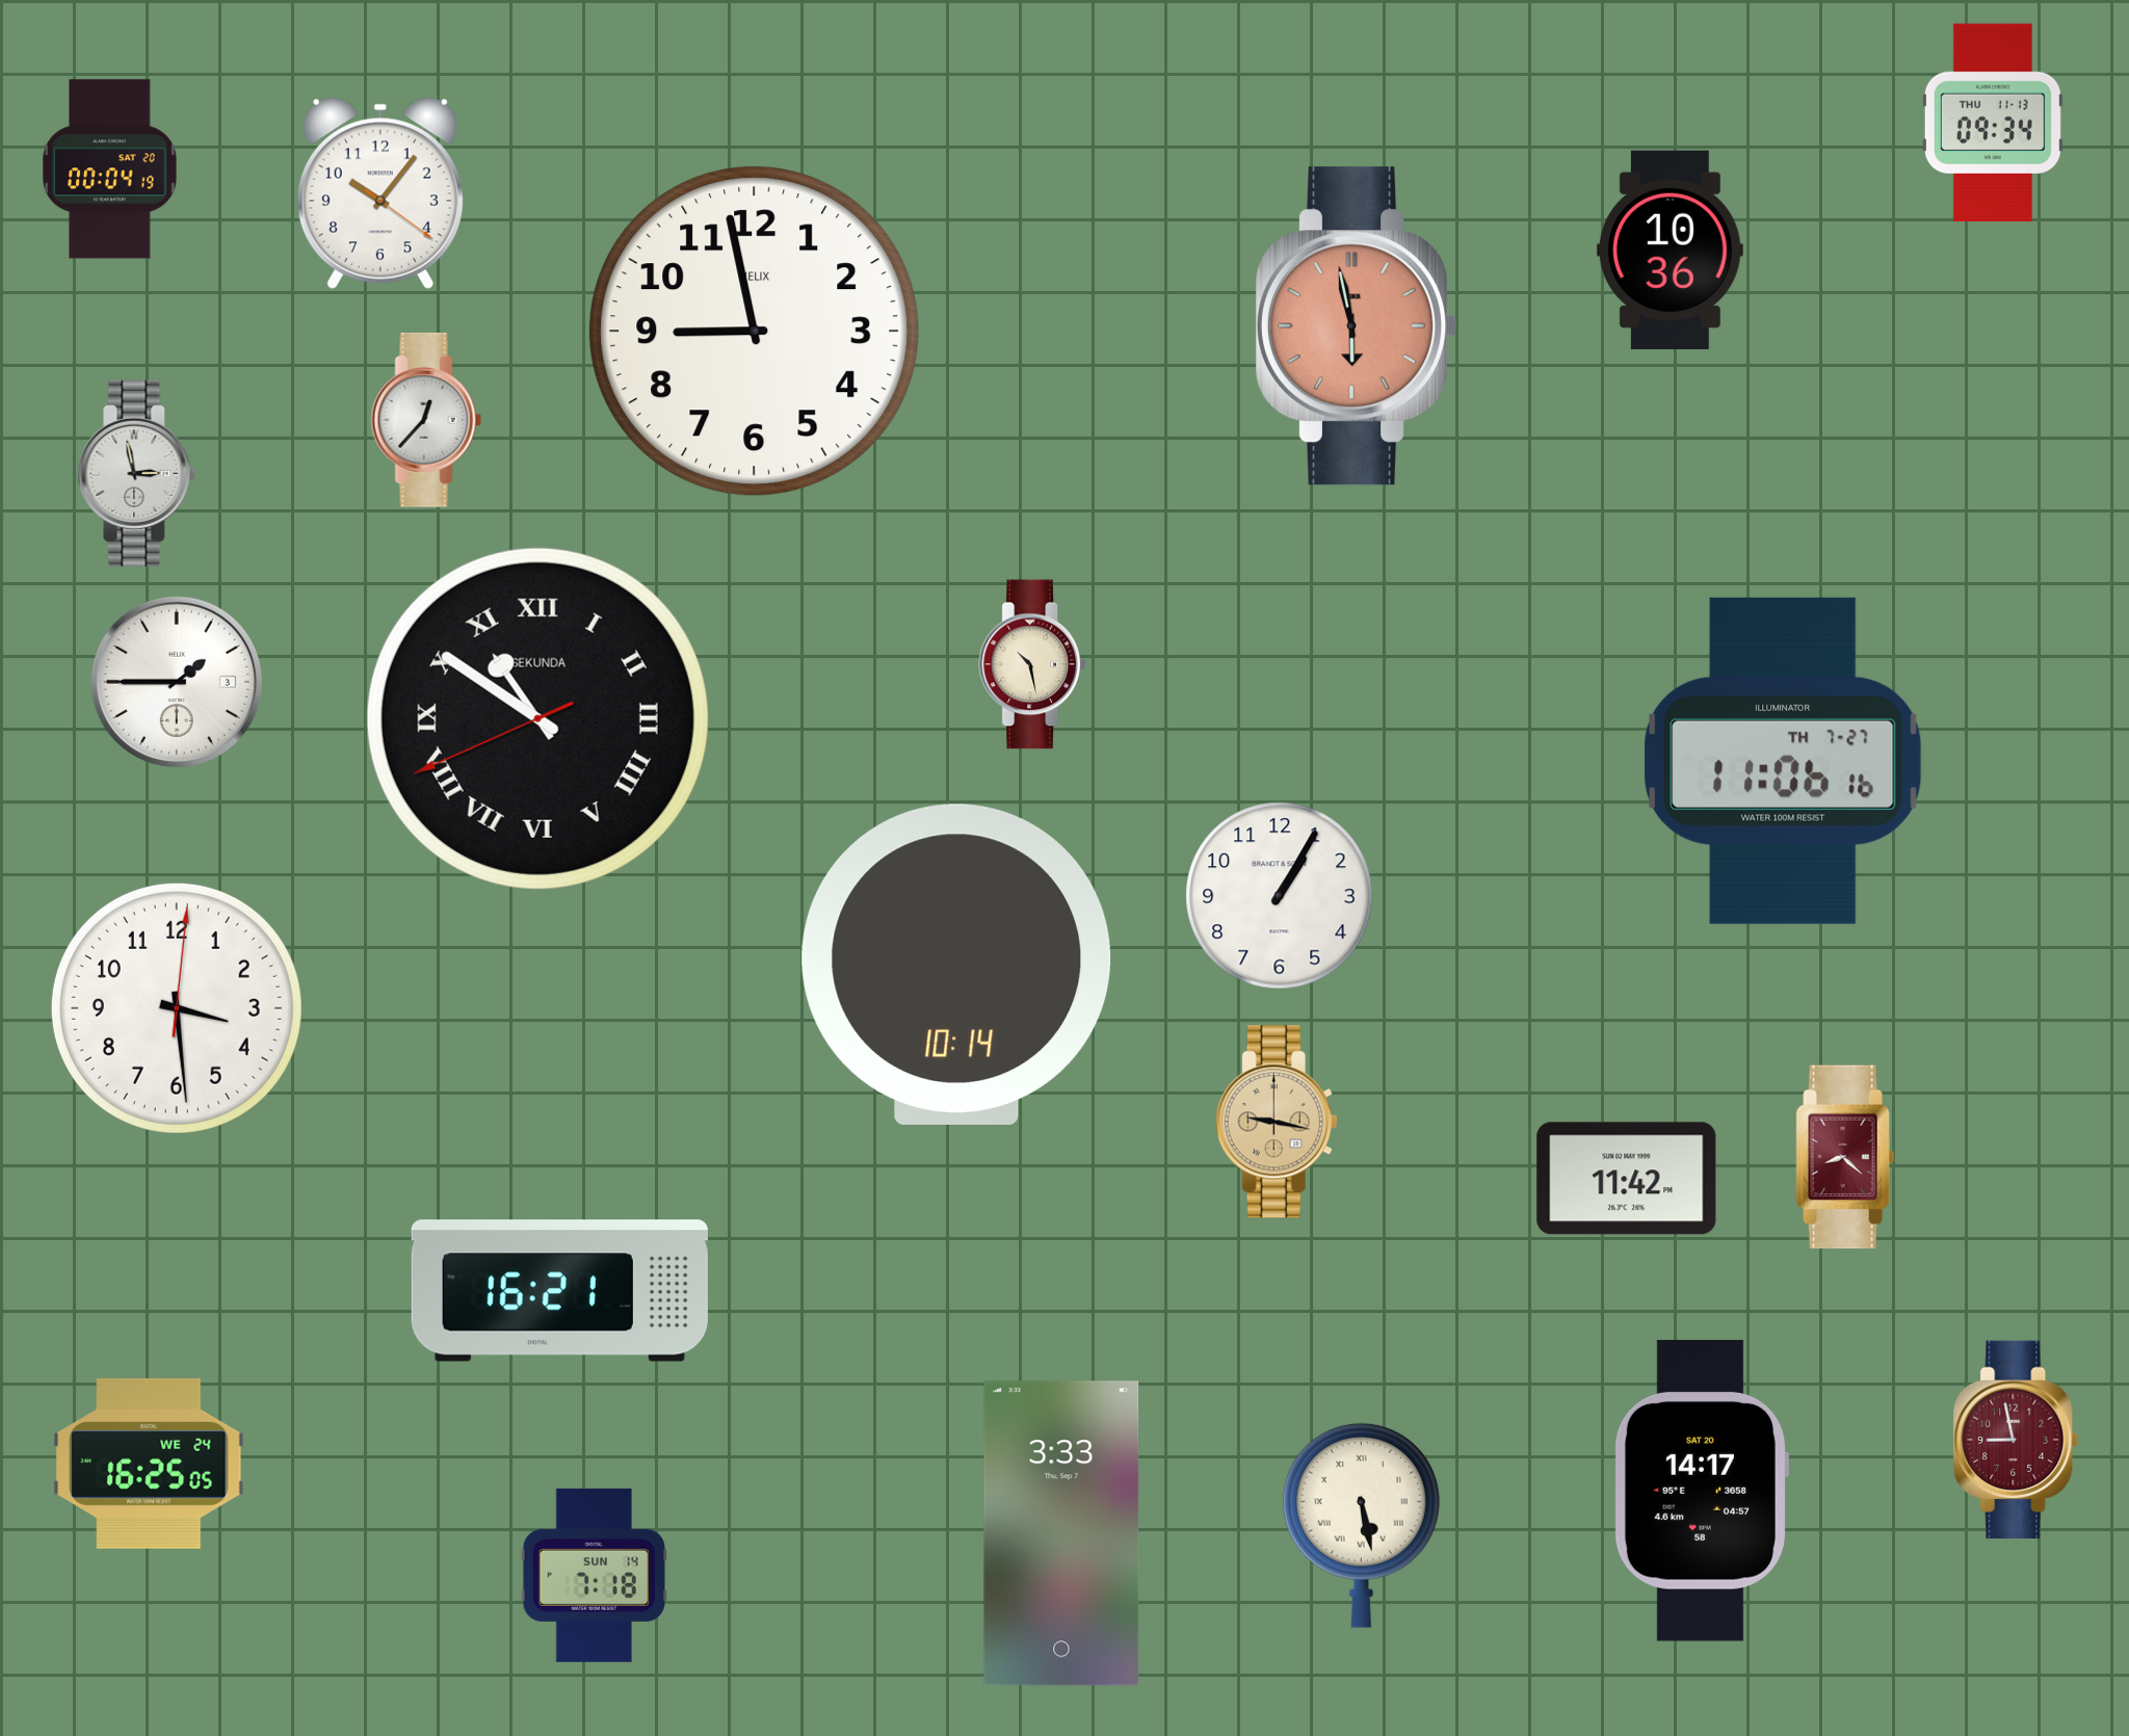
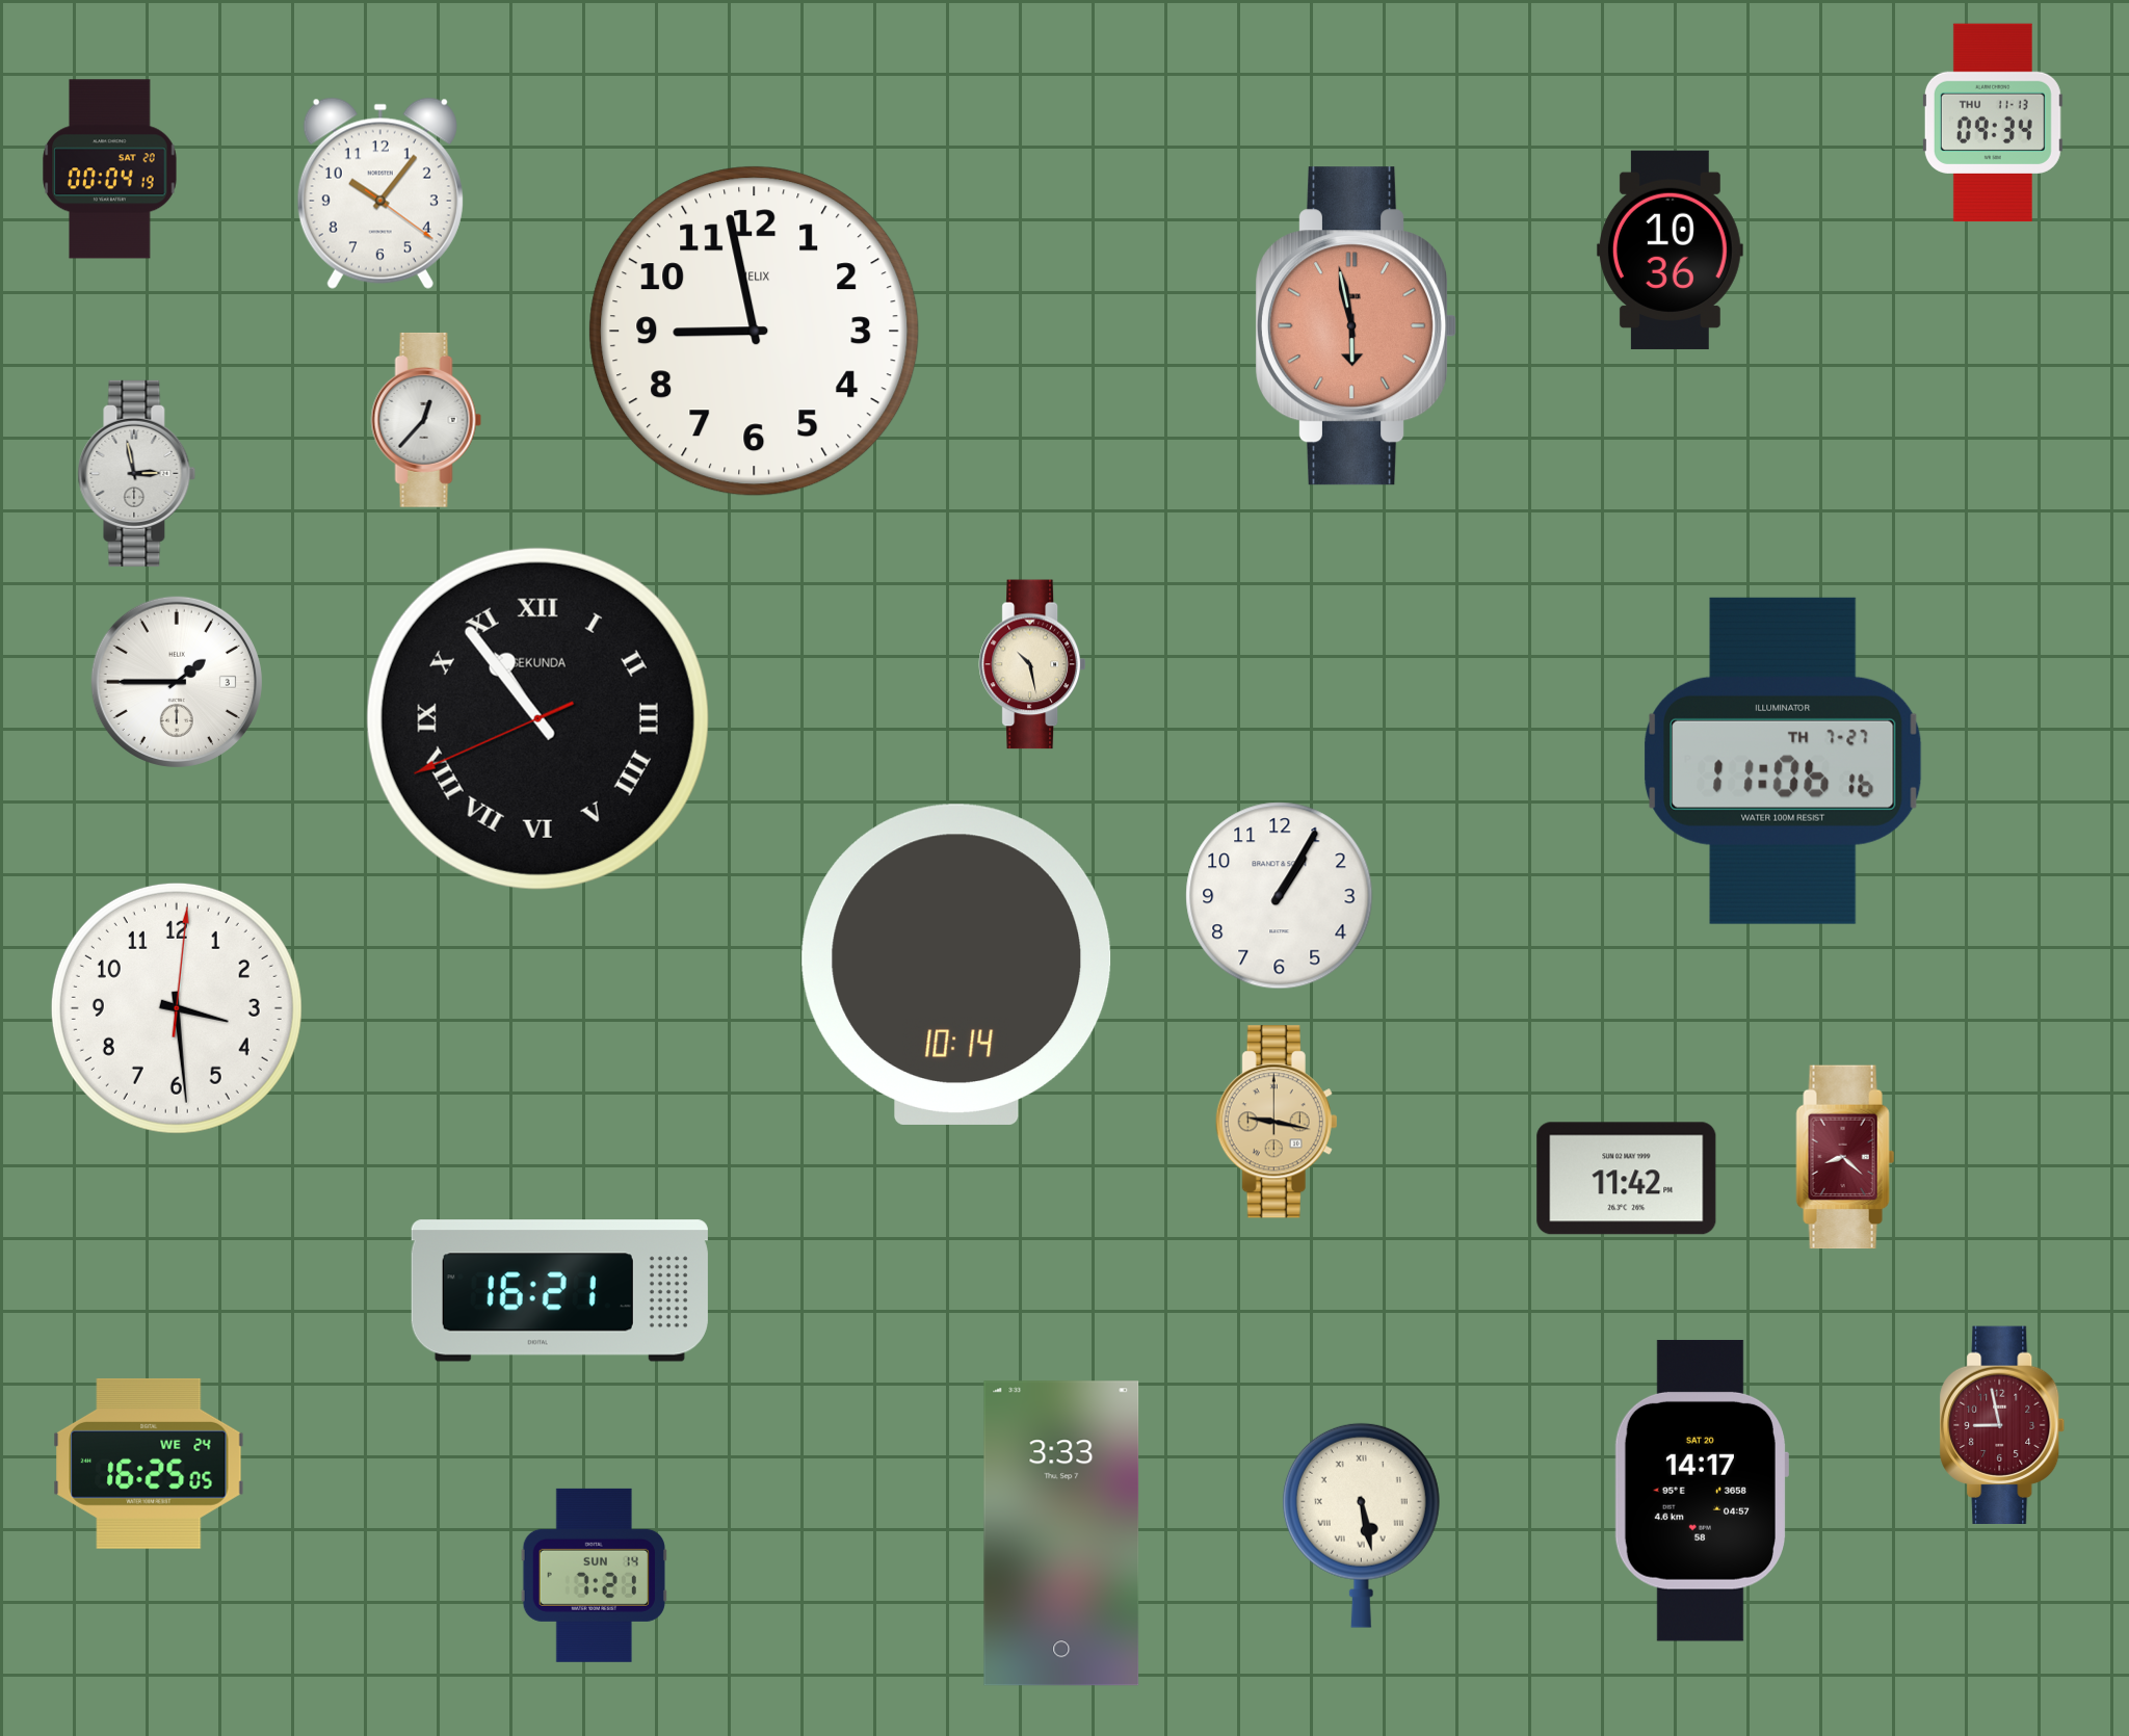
clock at (537, 718): 10:50 -> 10:53
clock at (2016, 1440) position: (2016, 1440) -> (2002, 1425)
clock at (594, 1575): 7:18 -> 7:21
